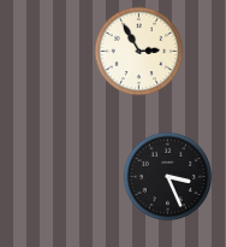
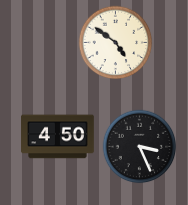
clock at (139, 52): 2:55 -> 4:51
clock at (58, 137): none -> 4:50
